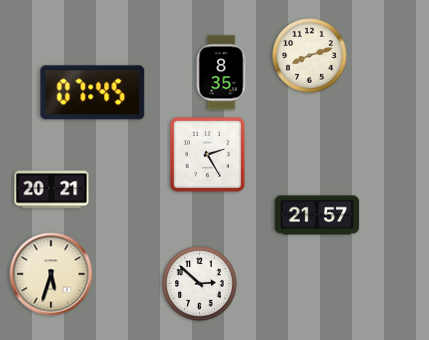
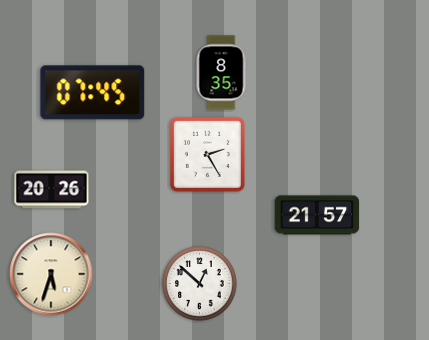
clock at (310, 56): 8:12 -> none
clock at (52, 190): 20:21 -> 20:26
clock at (200, 284): 2:52 -> 12:52
